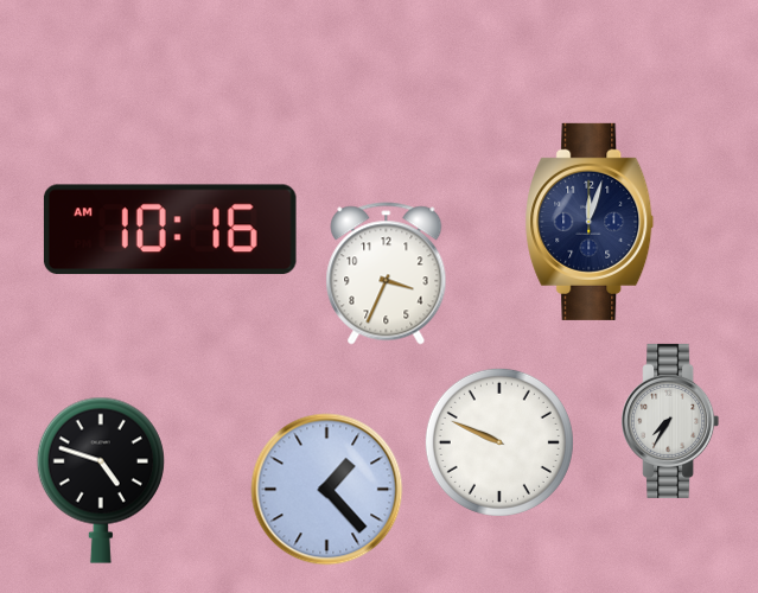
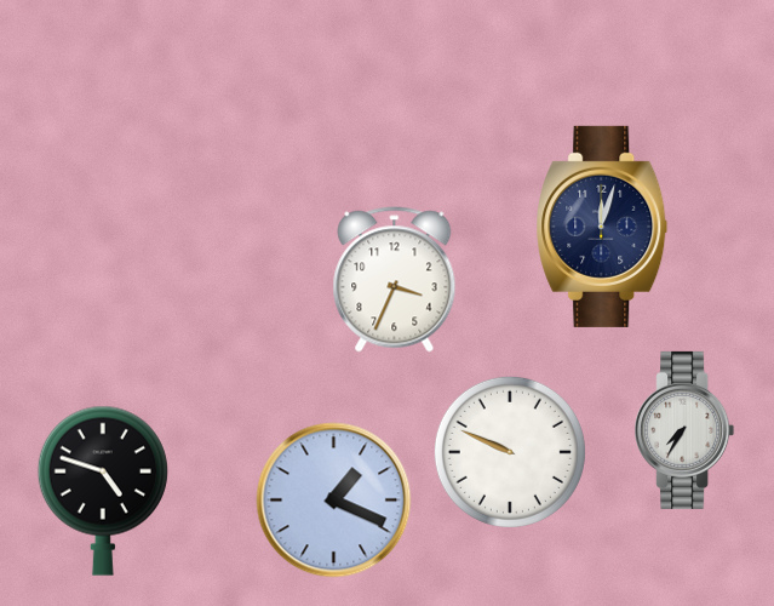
clock at (170, 230): 10:16 -> none
clock at (327, 490): 1:23 -> 1:19
